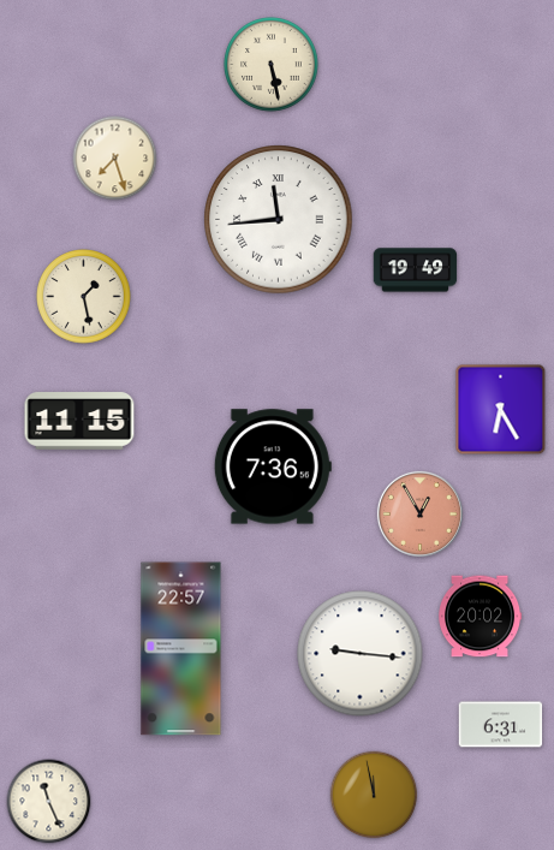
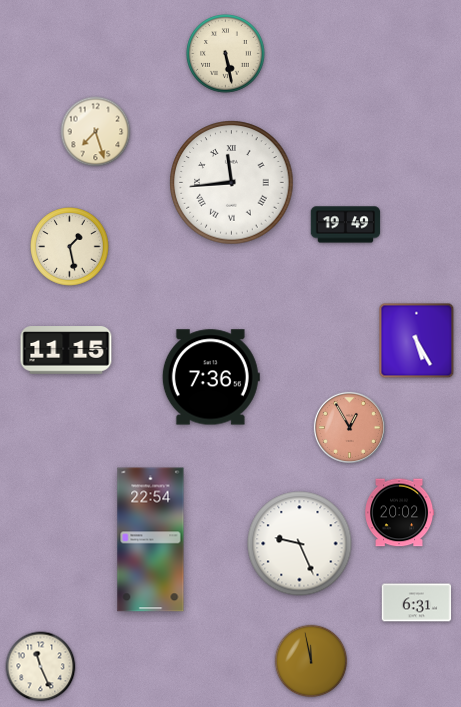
clock at (501, 410): 6:25 -> 5:25
clock at (273, 466) position: (273, 466) -> (211, 377)
clock at (181, 649): 22:57 -> 22:54
clock at (361, 654): 9:16 -> 9:26
